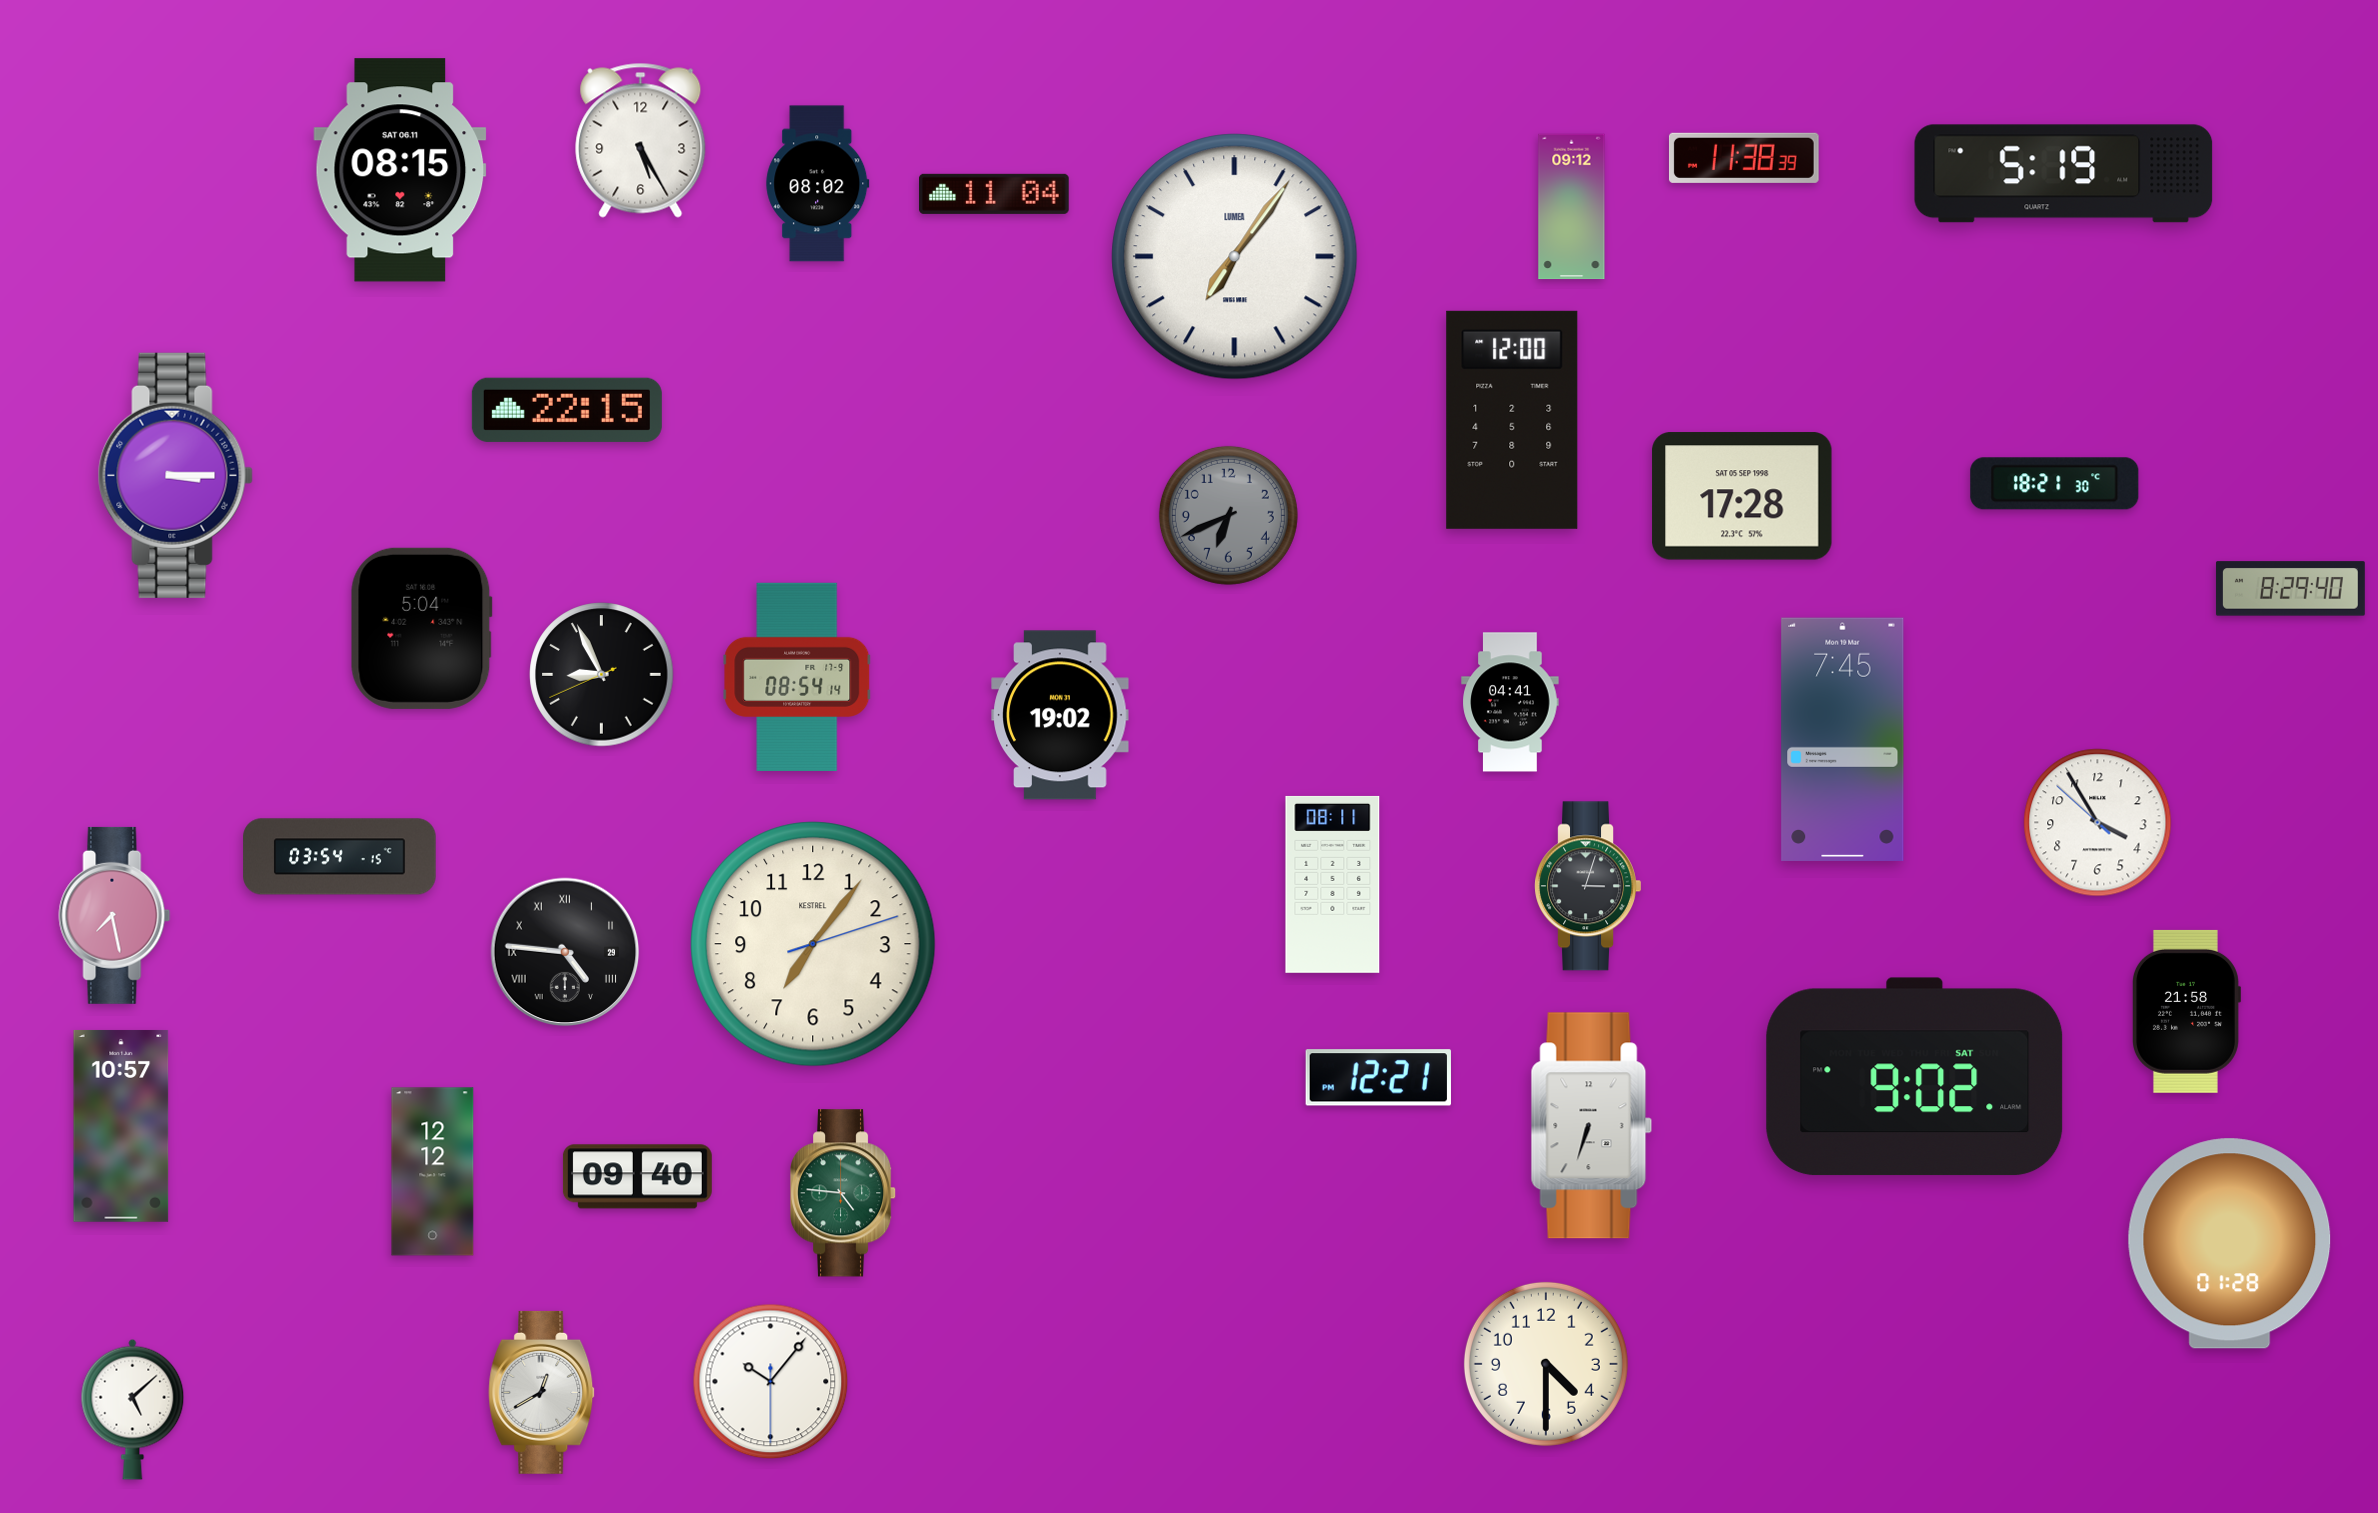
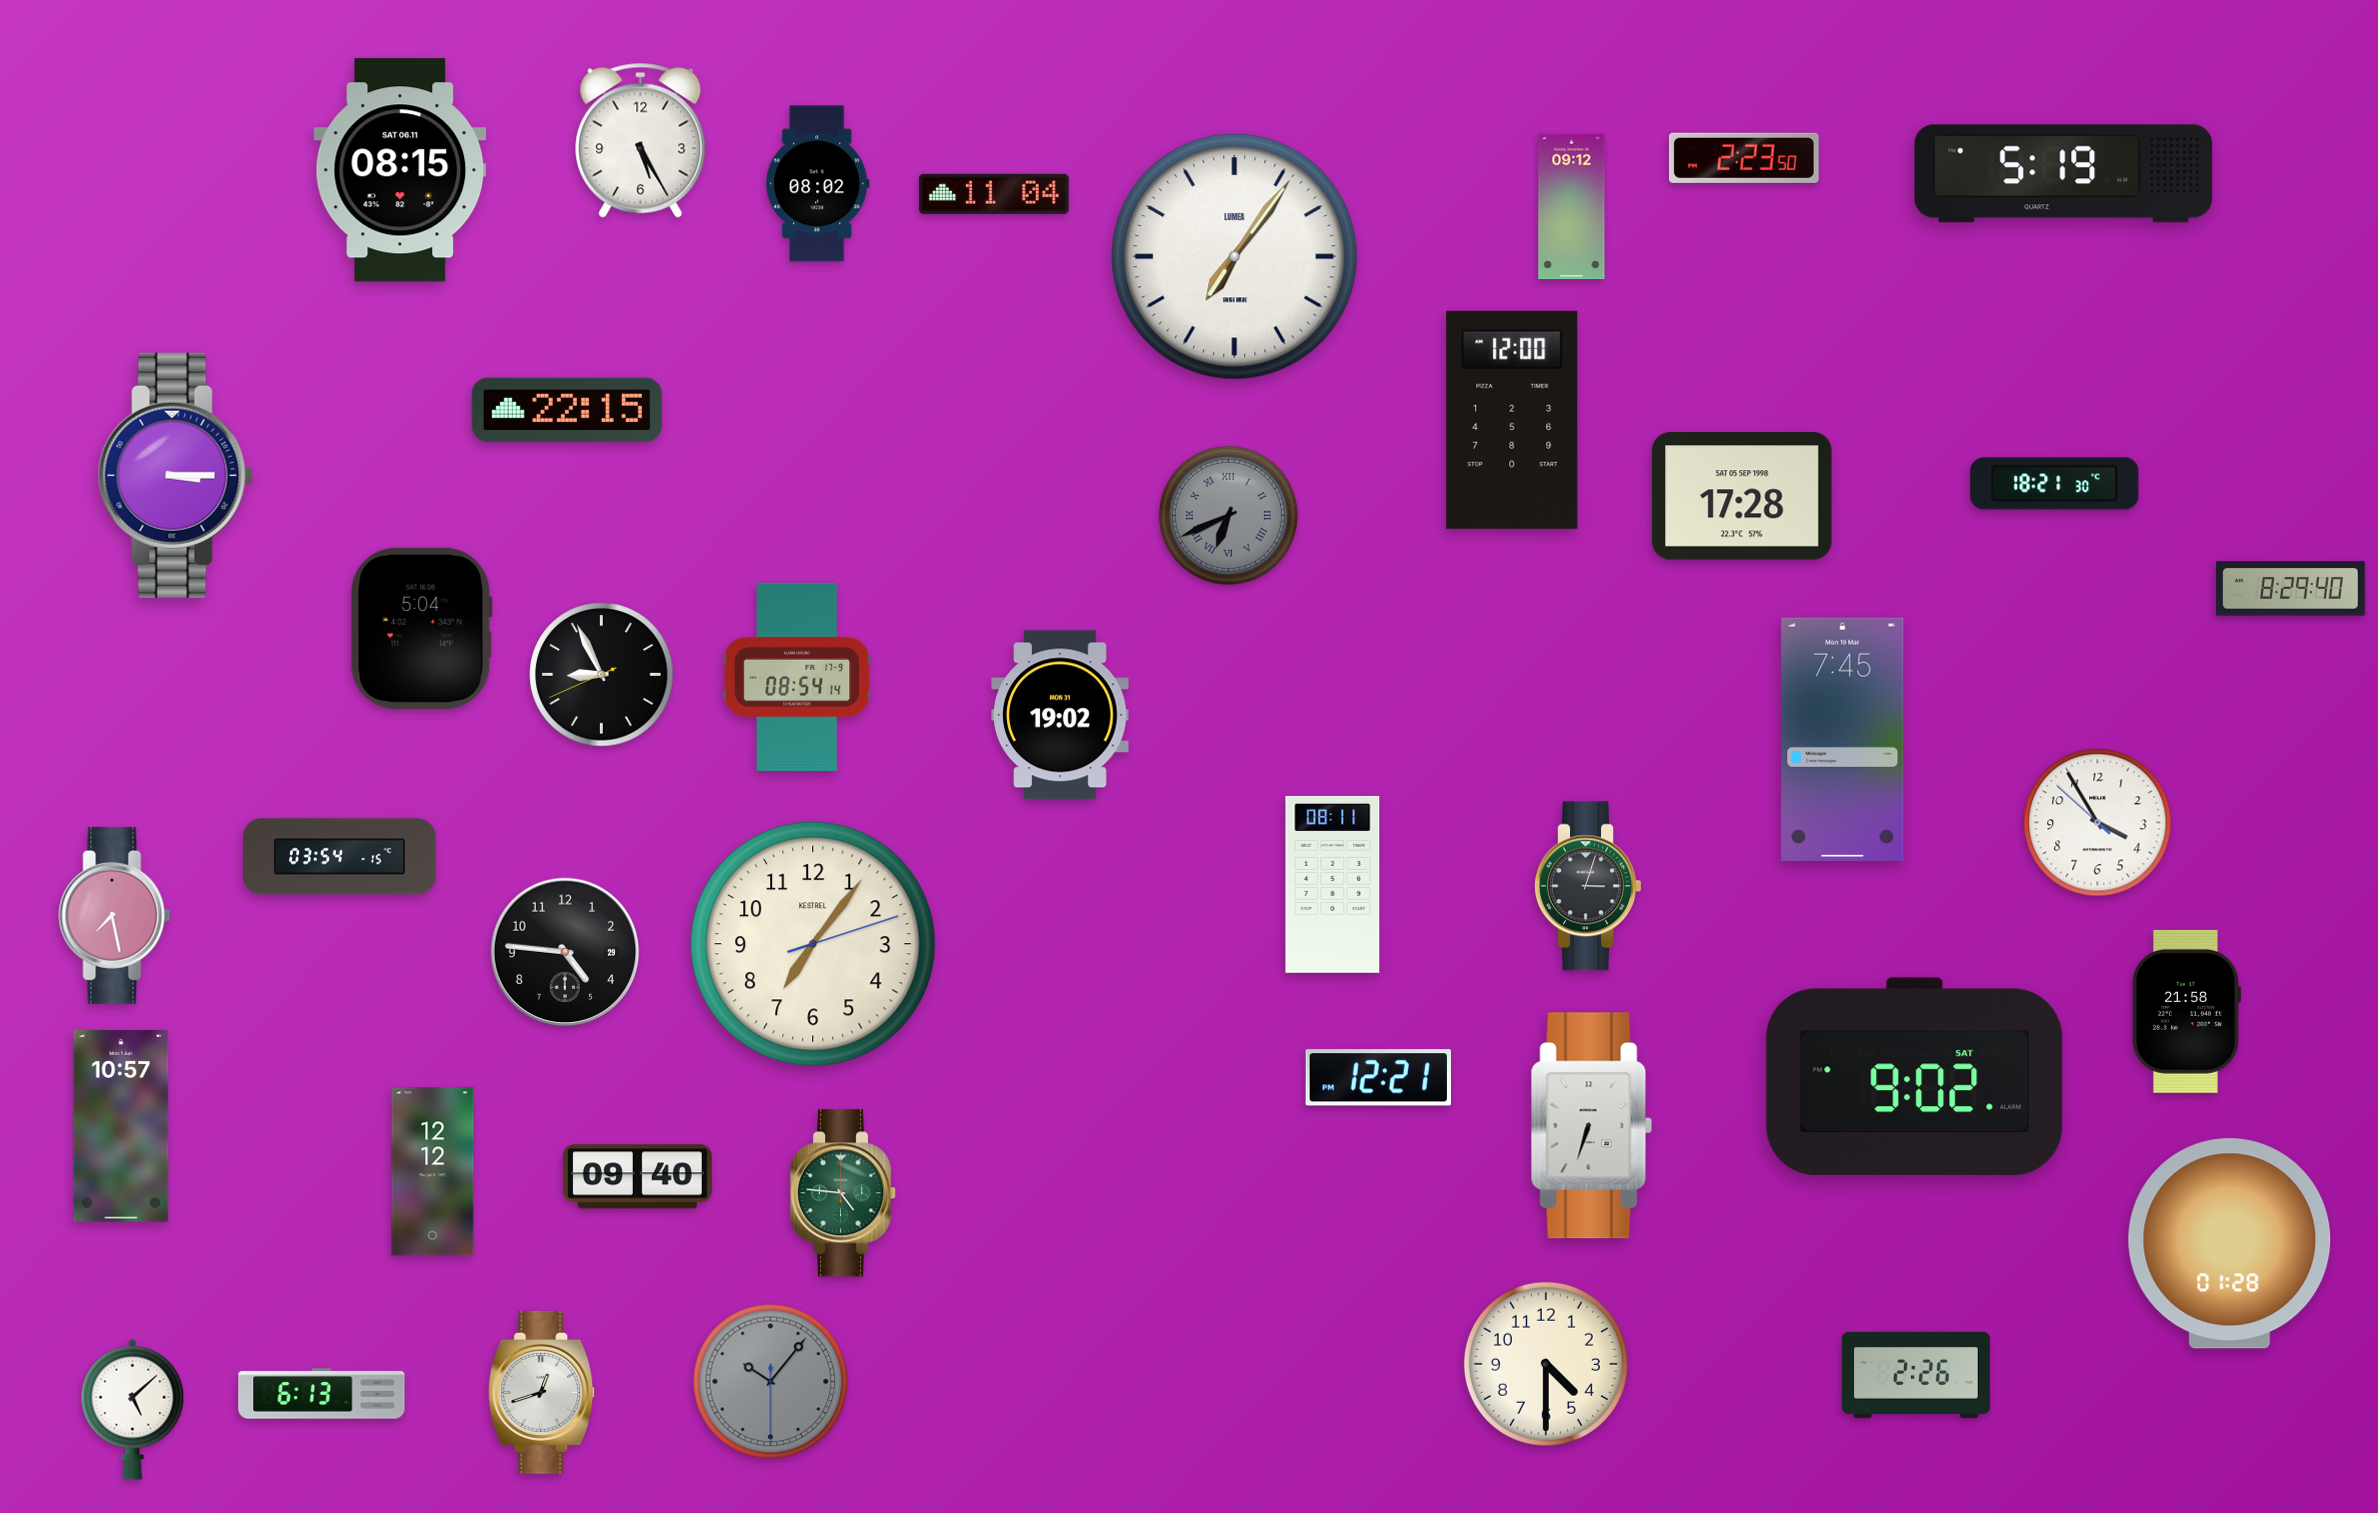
clock at (1744, 158): 11:38 -> 2:23
clock at (1228, 515) numerals: Arabic -> Roman
clock at (1510, 702): 04:41 -> none
clock at (565, 952) numerals: Roman -> Arabic
clock at (1916, 1375): none -> 2:26
clock at (771, 1382) dial: white -> grey
clock at (542, 1392): 12:40 -> 12:42
clock at (322, 1394): none -> 6:13
